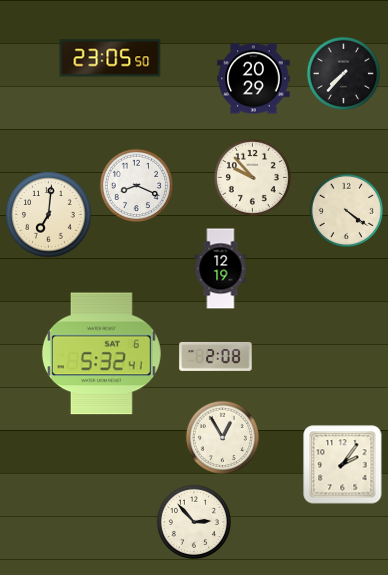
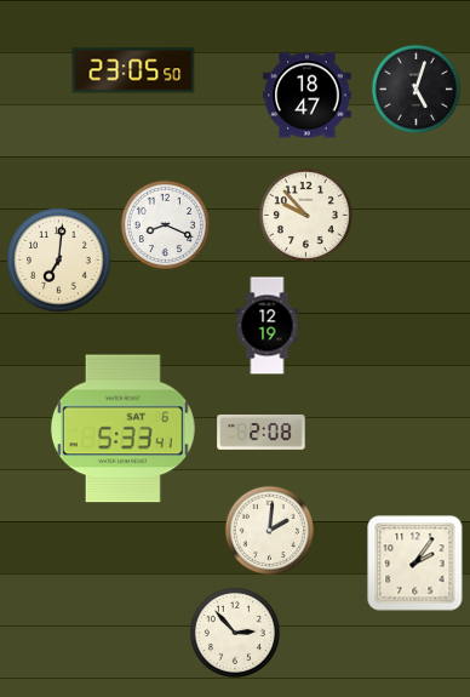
clock at (343, 73): 7:37 -> 5:03
clock at (254, 79): 20:29 -> 18:47
clock at (346, 210): 4:21 -> none
clock at (101, 354): 5:32 -> 5:33
clock at (222, 437): 12:55 -> 2:01
